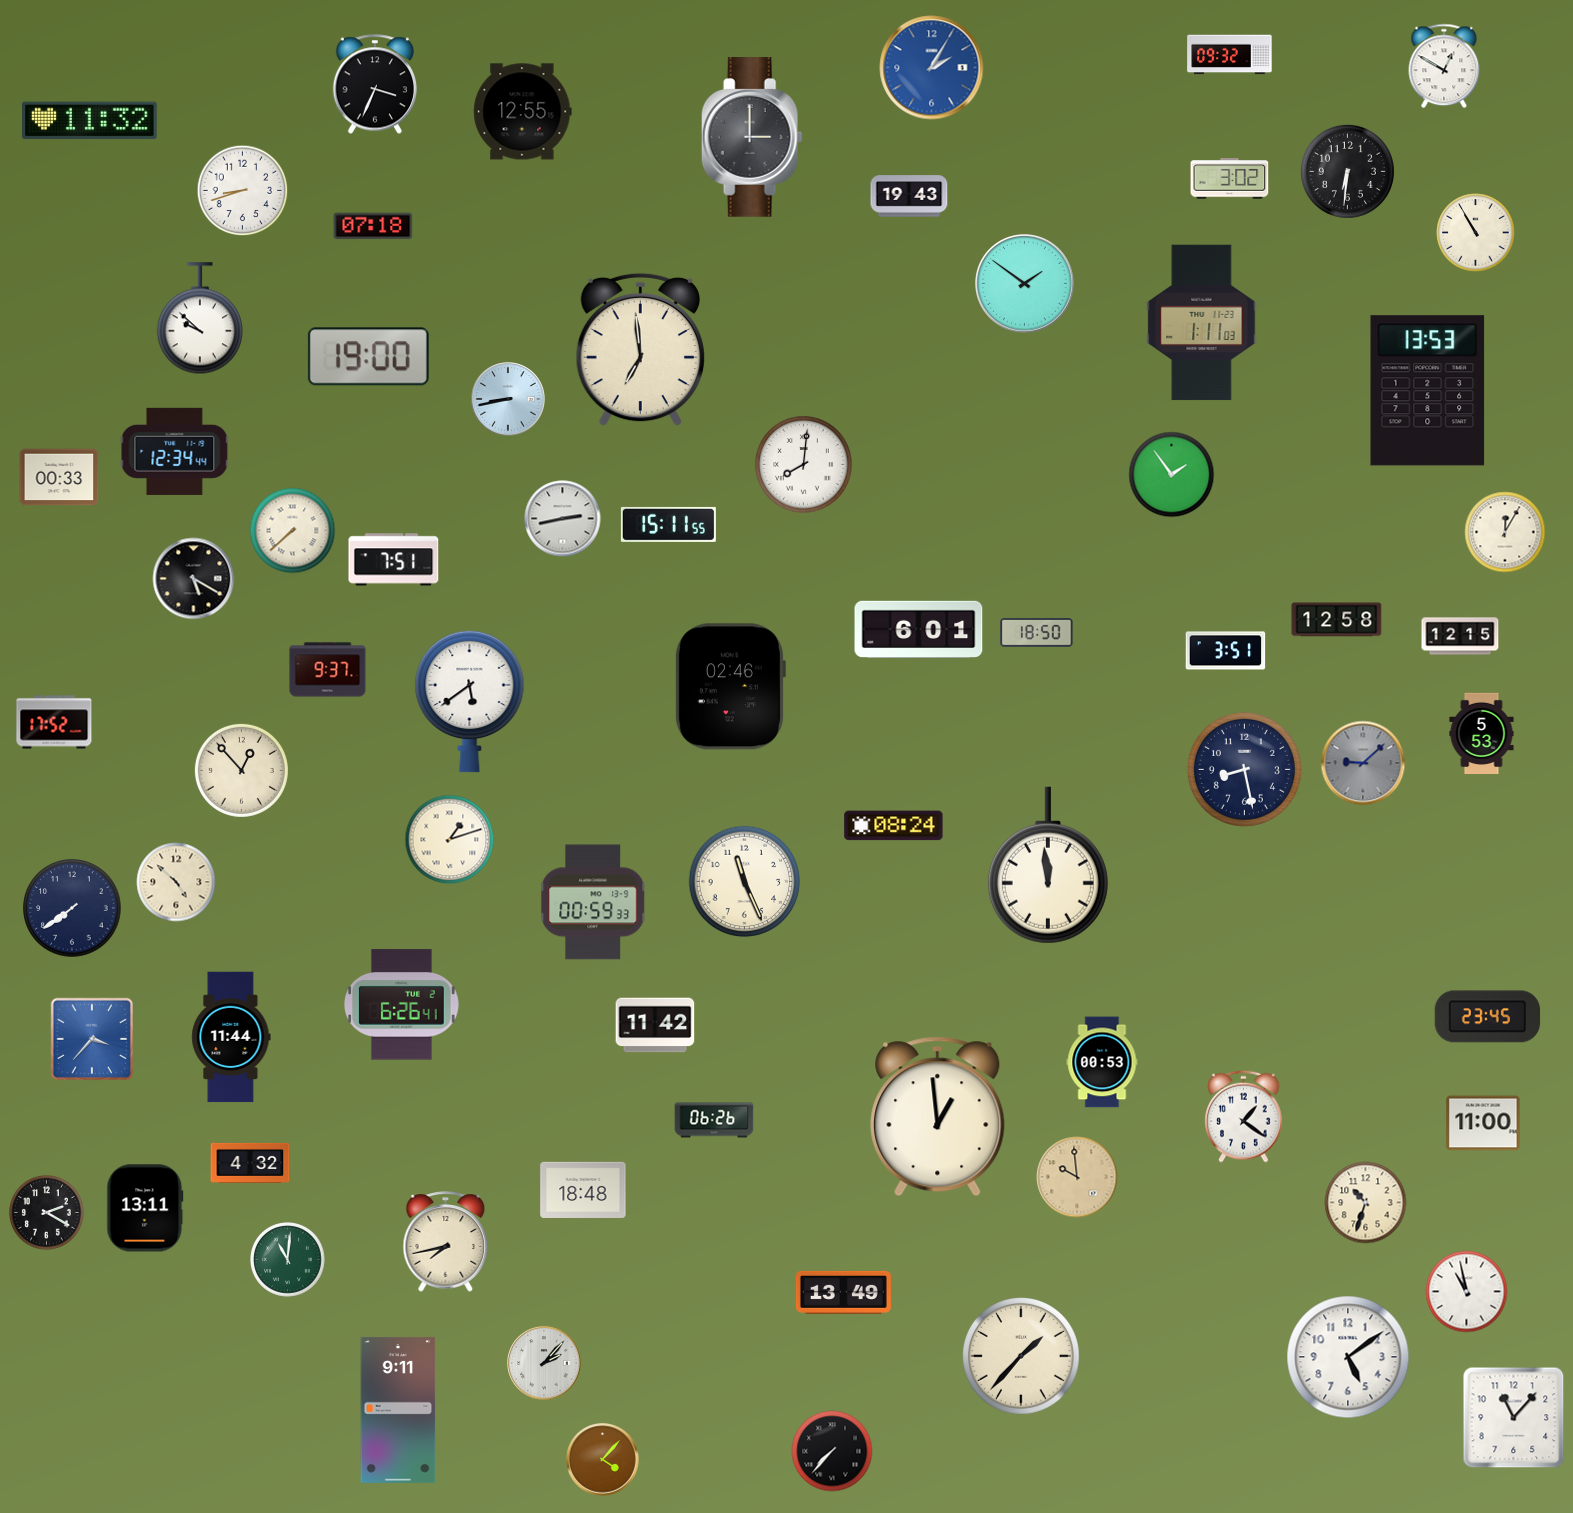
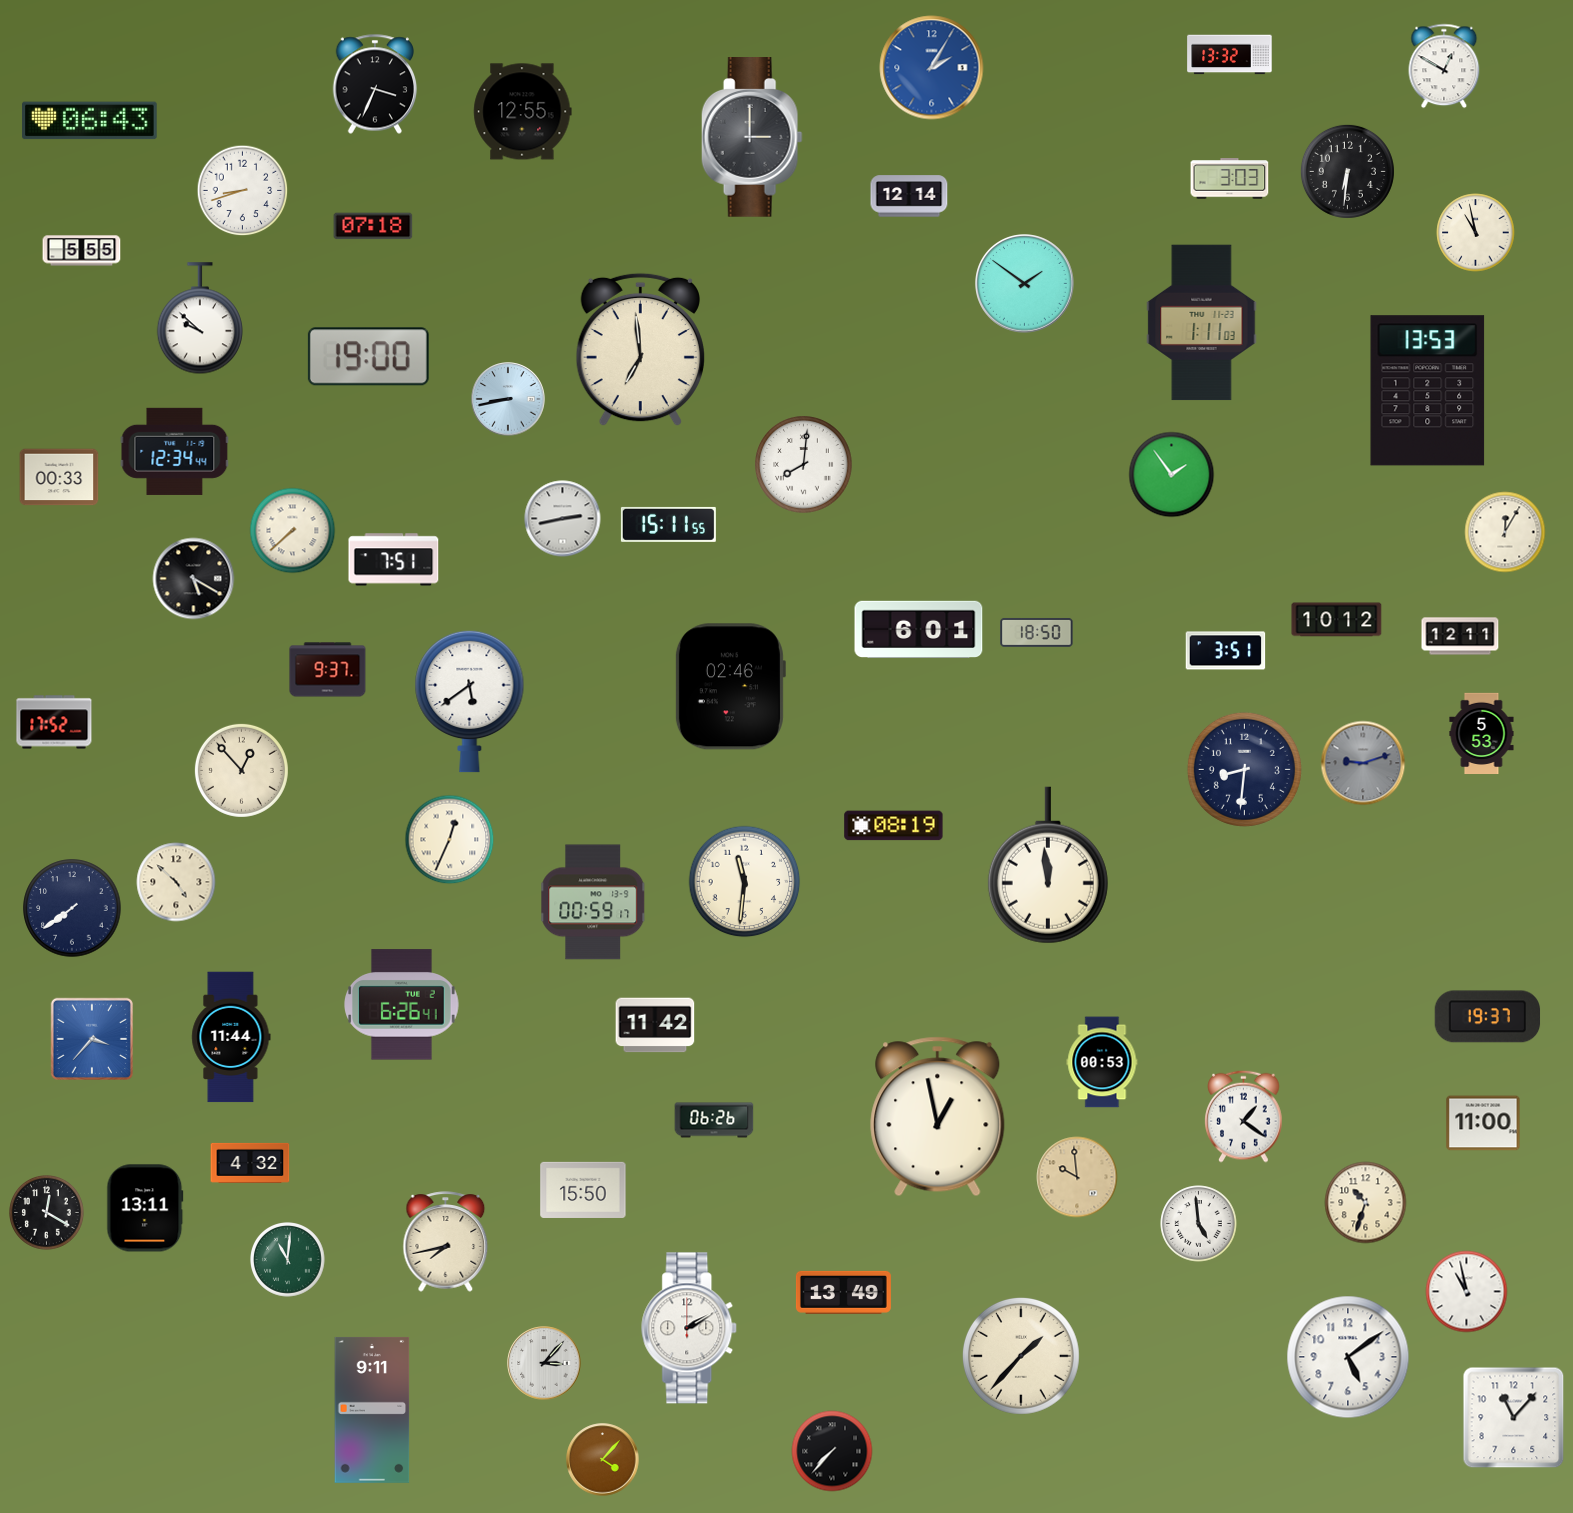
clock at (1230, 55): 09:32 -> 13:32
clock at (90, 121): 11:32 -> 06:43
clock at (1230, 179): 3:02 -> 3:03
clock at (909, 196): 19:43 -> 12:14
clock at (1476, 233): 10:55 -> 10:58
clock at (82, 251): none -> 5:55
clock at (1337, 620): 12:58 -> 10:12
clock at (1460, 636): 12:15 -> 12:11
clock at (1363, 763): 9:08 -> 9:12
clock at (1244, 769): 8:28 -> 8:31
clock at (894, 826): 08:24 -> 08:19
clock at (450, 840): 1:12 -> 12:34
clock at (745, 882): 11:26 -> 11:31
clock at (593, 902): 00:59:33 -> 00:59:17
clock at (1488, 1017): 23:45 -> 19:37
clock at (938, 1117): 12:59 -> 12:58
clock at (583, 1190): 18:48 -> 15:50
clock at (47, 1213): 2:20 -> 12:20
clock at (1199, 1224): none -> 4:59
clock at (690, 1328): none -> 2:10
clock at (544, 1363): 2:07 -> 3:07
clock at (398, 1410) position: (398, 1410) -> (372, 1410)
